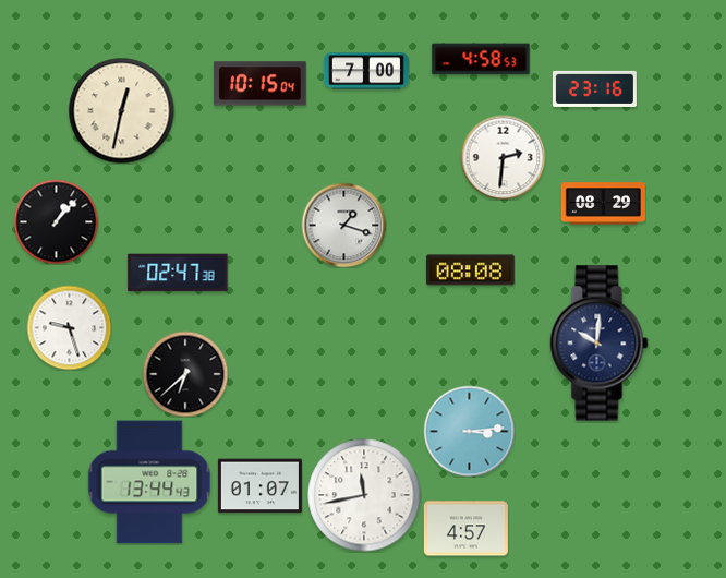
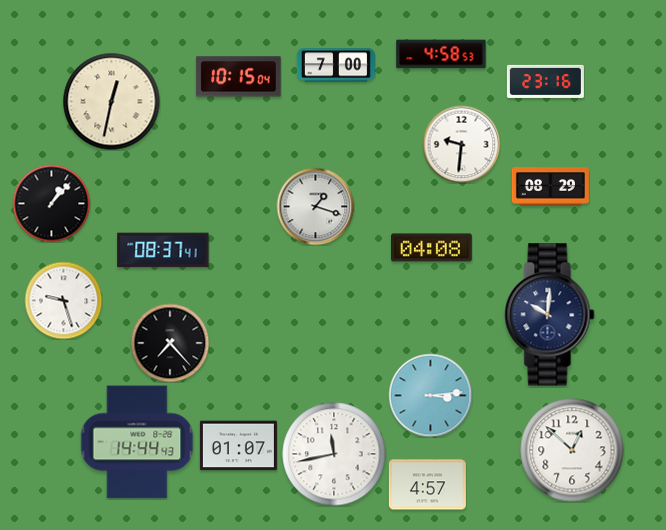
clock at (503, 157): 2:31 -> 9:31
clock at (603, 204) position: (603, 204) -> (550, 187)
clock at (471, 270): 08:08 -> 04:08
clock at (178, 273): 02:47 -> 08:37
clock at (185, 374): 6:38 -> 7:23
clock at (149, 482): 13:44 -> 14:44
clock at (572, 450): none -> 12:52
